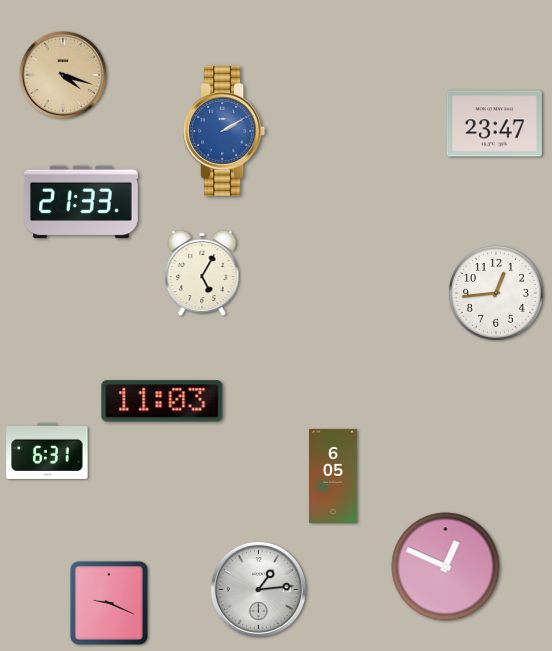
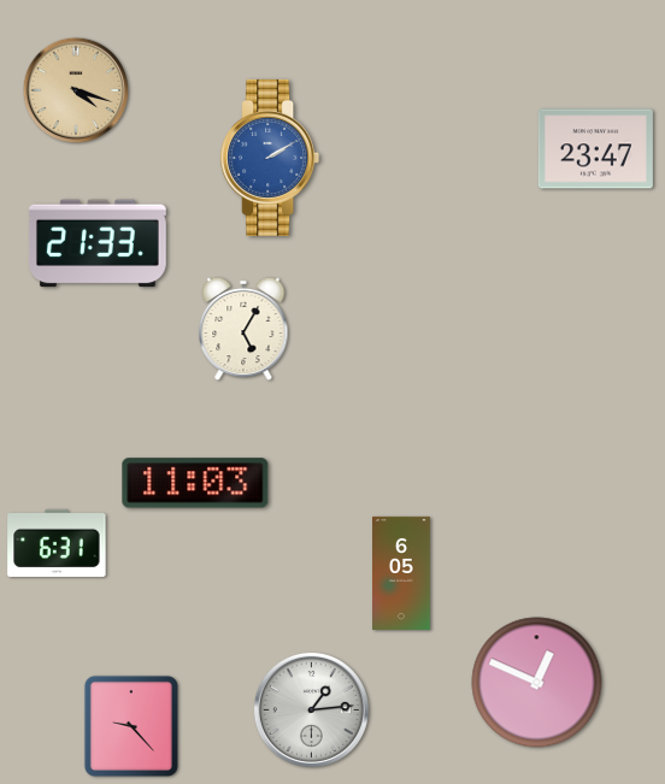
clock at (496, 293): 12:44 -> none
clock at (109, 603): 9:19 -> 9:23
